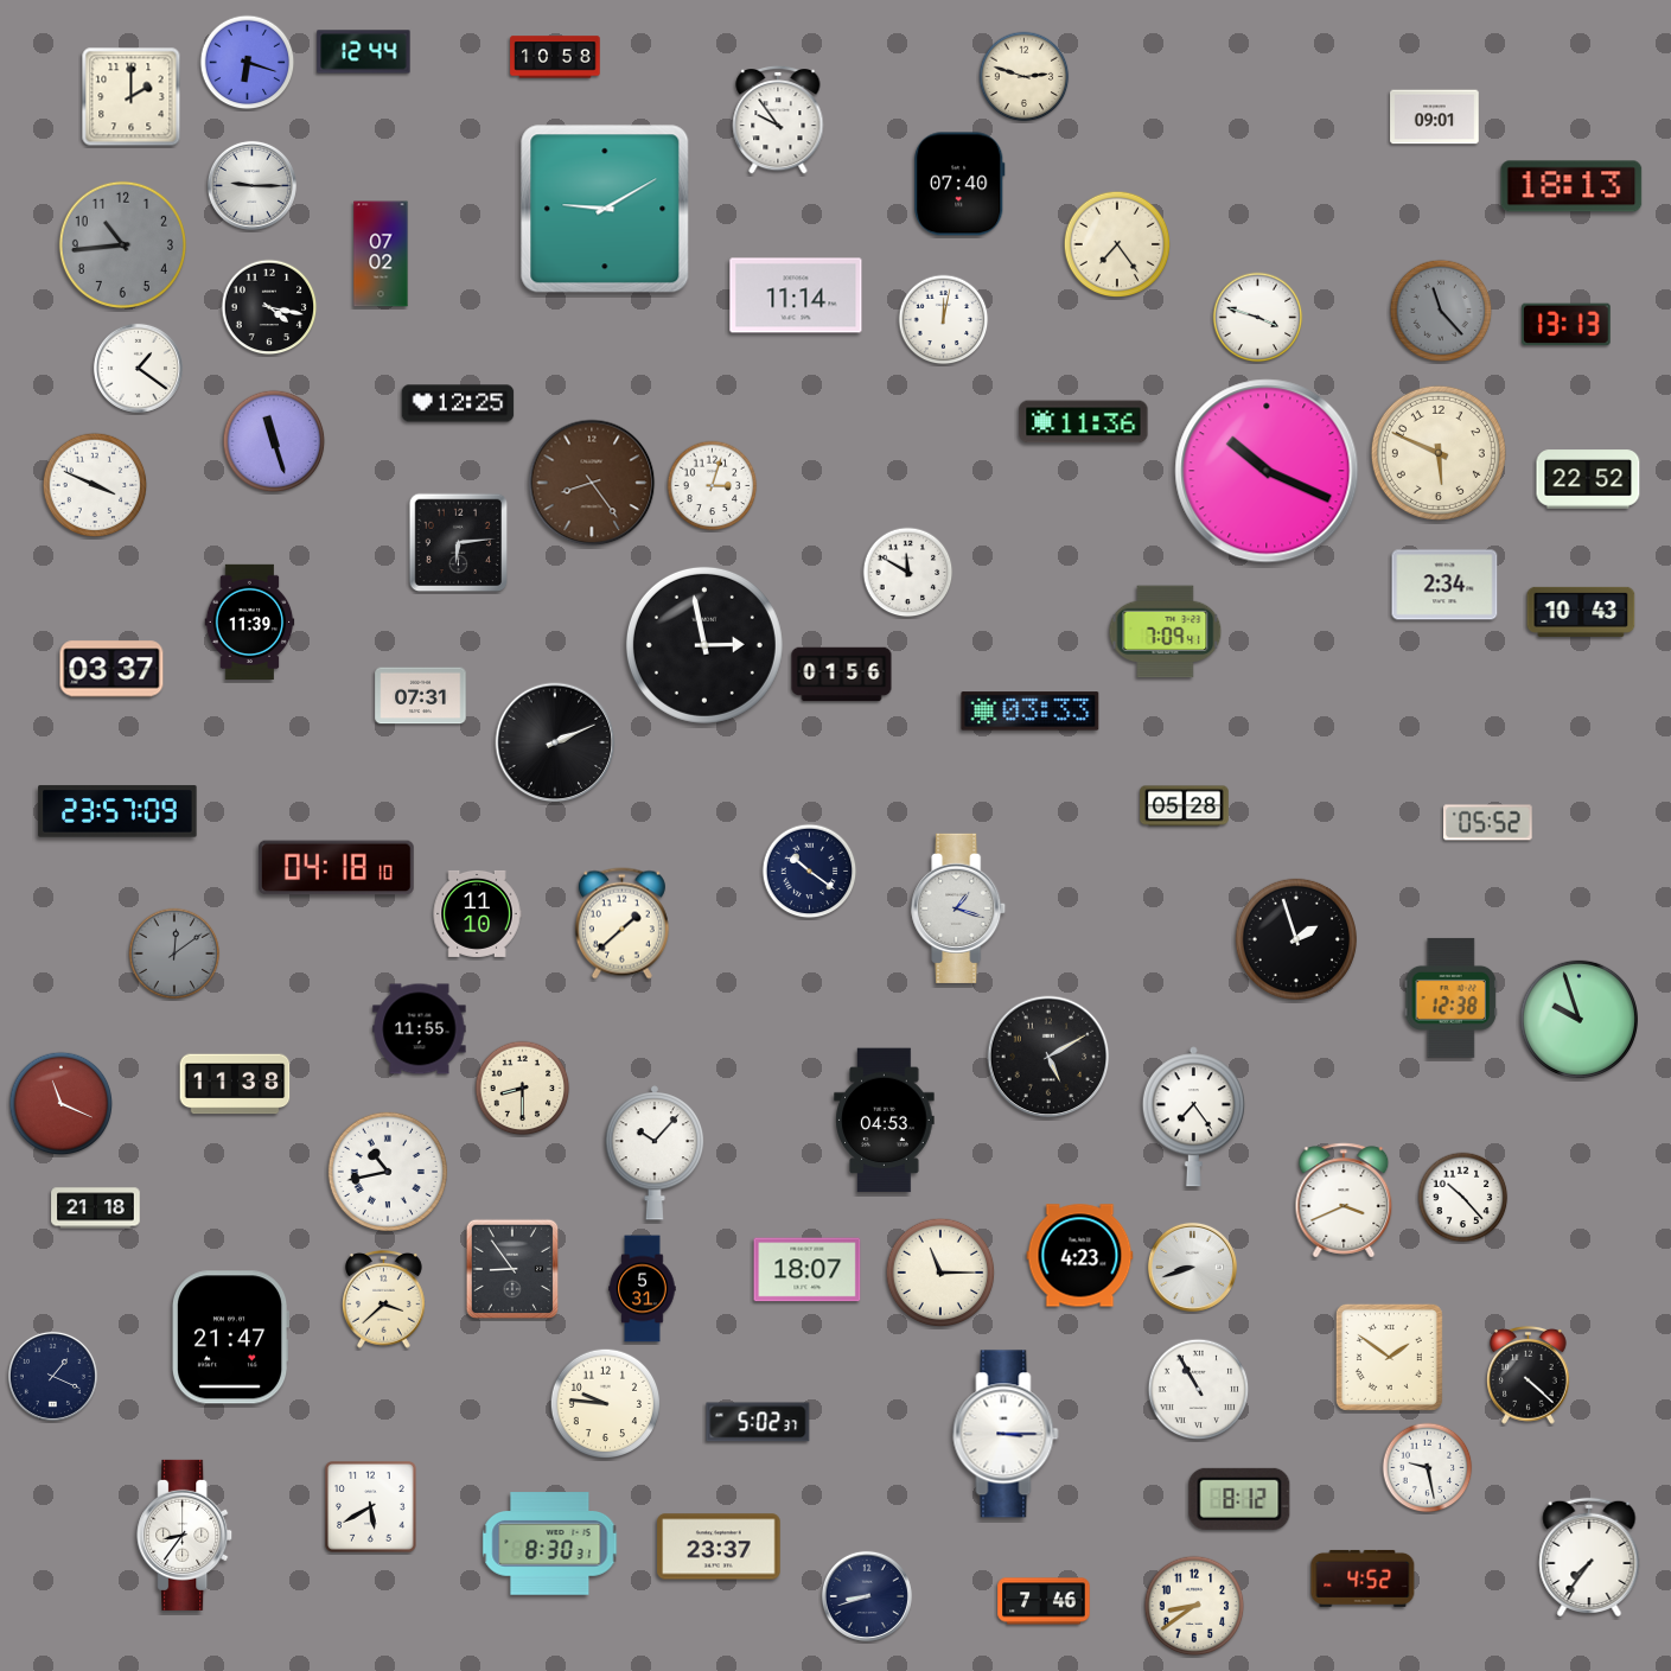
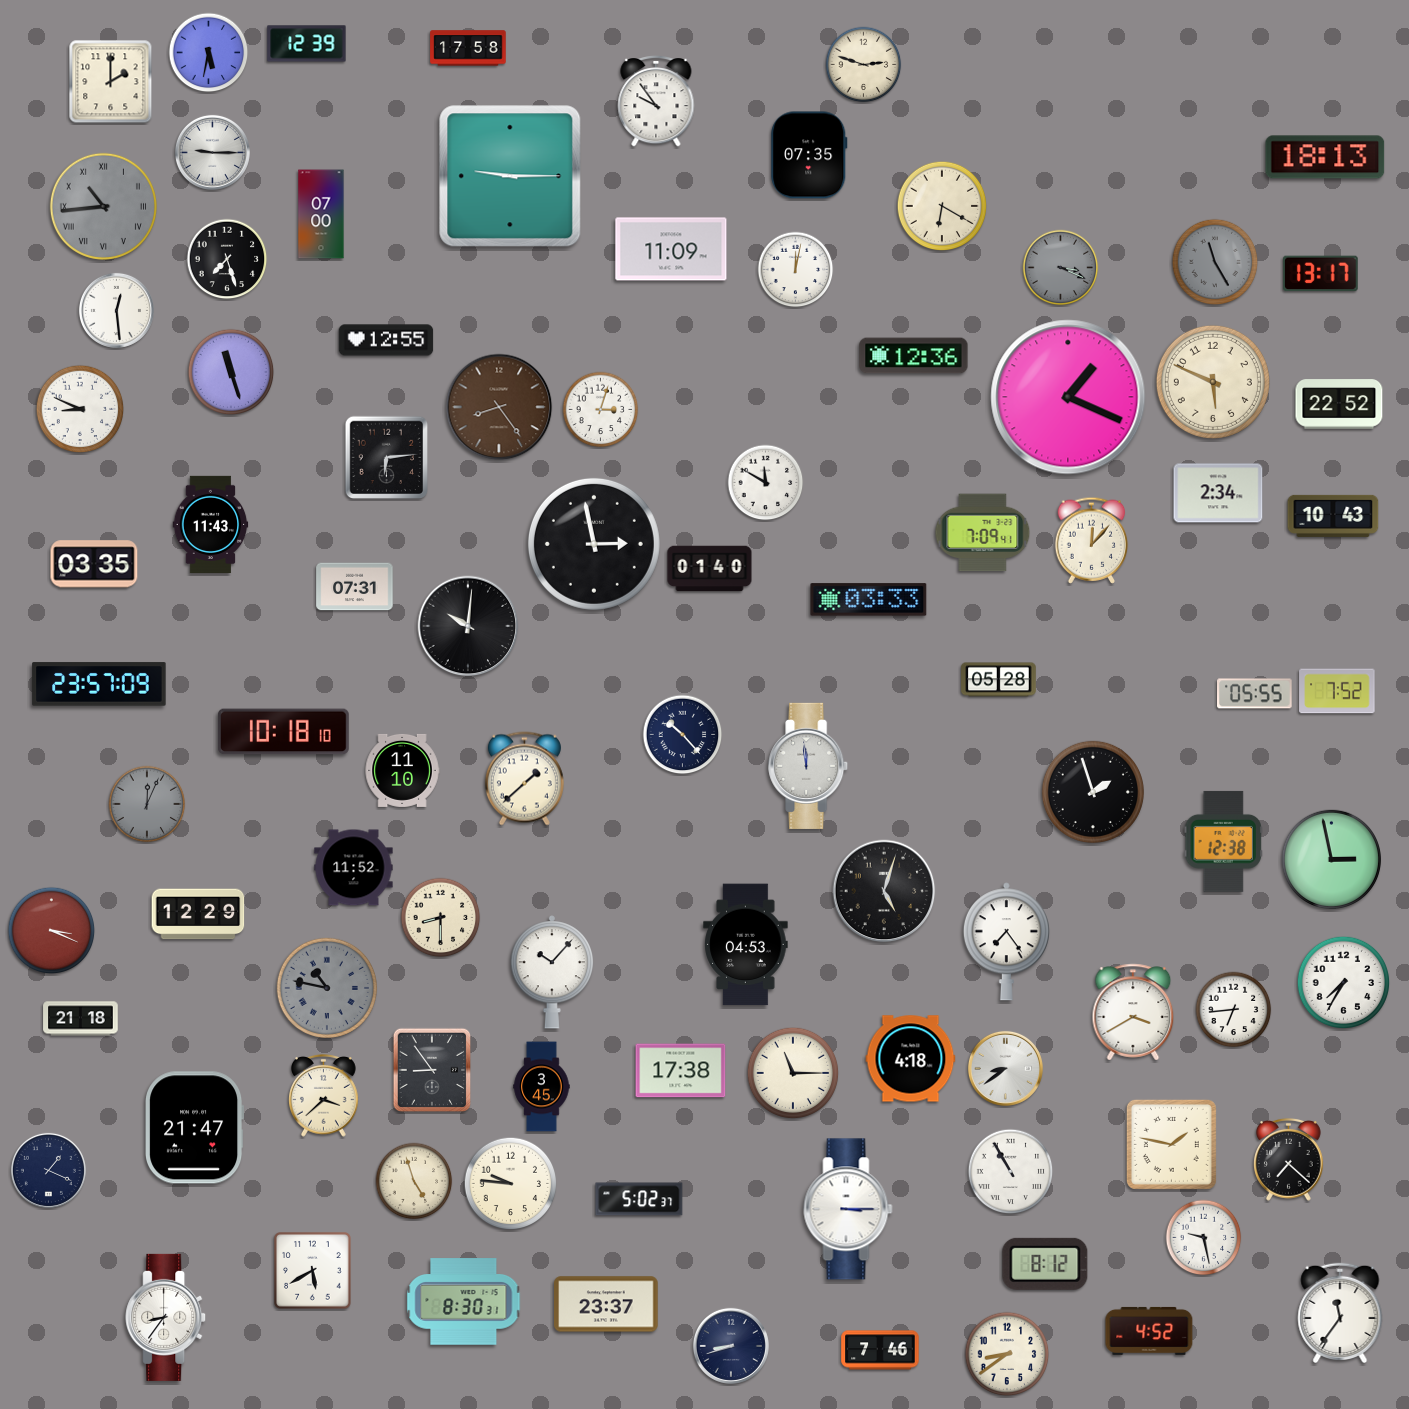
clock at (364, 52): 12:44 -> 12:39
clock at (555, 57): 10:58 -> 17:58
clock at (248, 63): 6:18 -> 5:32
clock at (1435, 117): 09:01 -> none
clock at (959, 184): 07:40 -> 07:35
clock at (251, 185) position: (251, 185) -> (212, 152)
clock at (605, 209): 9:10 -> 9:15
clock at (122, 244) numerals: Arabic -> Roman
clock at (1117, 244): 7:24 -> 6:20
clock at (381, 254): 07:02 -> 07:00
clock at (796, 295): 11:14 -> 11:09
clock at (269, 307): 4:17 -> 7:27
clock at (1441, 311): 11:23 -> 11:25
clock at (1258, 318): 3:48 -> 3:19
clock at (1258, 318) dial: white -> grey
clock at (1567, 325): 13:13 -> 13:17
clock at (138, 368): 1:21 -> 12:29
clock at (458, 403): 12:25 -> 12:55
clock at (1084, 422): 11:36 -> 12:36
clock at (1267, 471): 10:19 -> 1:19
clock at (95, 485): 3:49 -> 8:49
clock at (250, 621): 11:39 -> 11:43
clock at (1092, 540): none -> 12:07
clock at (111, 669): 03:37 -> 03:35
clock at (842, 675): 01:56 -> 01:40
clock at (555, 742): 2:11 -> 10:01
clock at (1337, 691): none -> 7:52
clock at (1488, 823): 05:52 -> 05:55
clock at (337, 868): 04:18 -> 10:18
clock at (810, 872): 10:21 -> 10:23
clock at (959, 908): 1:18 -> 11:59
clock at (174, 954): 12:09 -> 12:04
clock at (1578, 1019): 9:57 -> 2:58
clock at (420, 1029): 11:55 -> 11:52
clock at (1048, 1057): 5:10 -> 5:03
clock at (235, 1084): 11:38 -> 12:29
clock at (62, 1104): 11:19 -> 3:19
clock at (1344, 983): none -> 7:35
clock at (388, 1172): 10:43 -> 10:47
clock at (388, 1172) dial: white -> grey
clock at (1463, 1198): 10:23 -> 6:44
clock at (1344, 1200): 3:41 -> 3:40
clock at (1080, 1256): 4:23 -> 4:18
clock at (1192, 1267): 8:42 -> 8:39
clock at (808, 1270): 18:07 -> 17:38
clock at (643, 1289): 5:31 -> 3:45
clock at (1389, 1357): 1:51 -> 1:47
clock at (1529, 1375): 4:22 -> 7:22
clock at (52, 1376) position: (52, 1376) -> (48, 1170)
clock at (414, 1181): none -> 4:57
clock at (185, 1535) position: (185, 1535) -> (166, 1317)
clock at (1589, 1557): 7:36 -> 11:36
